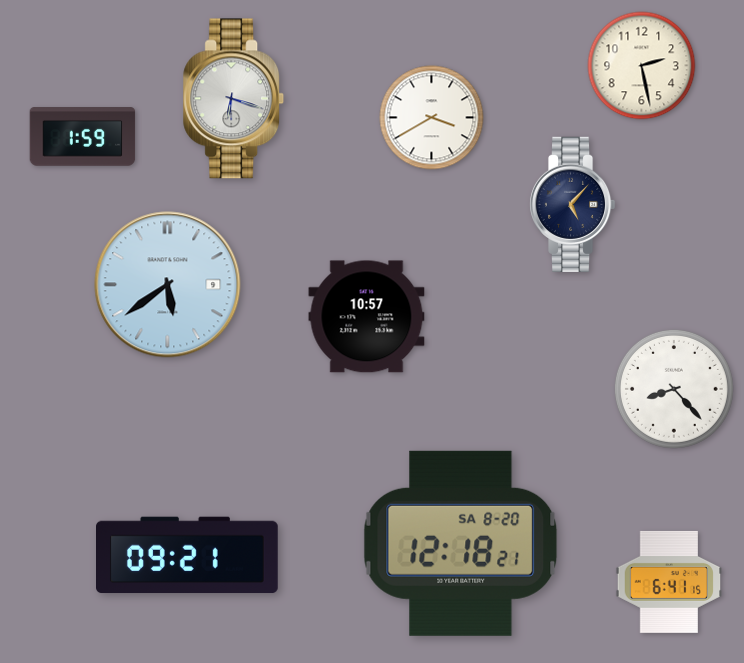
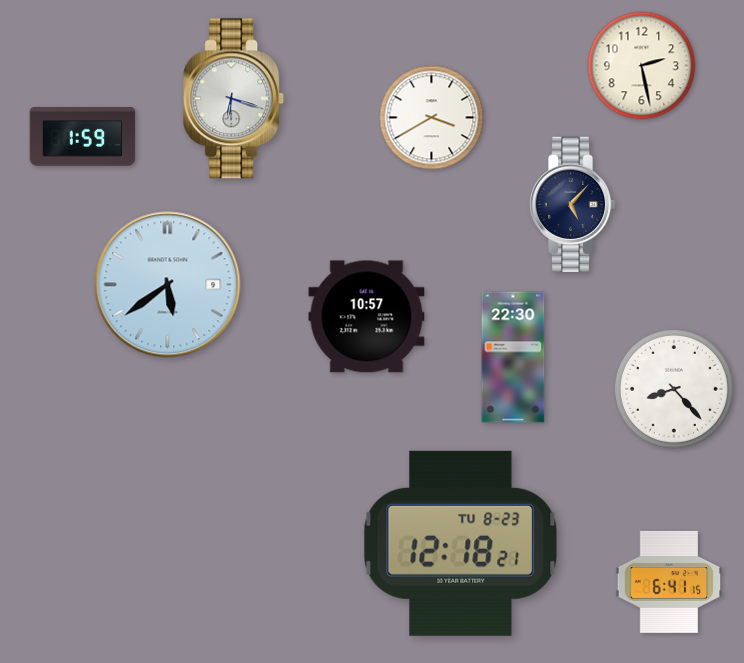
clock at (513, 357): none -> 22:30
clock at (461, 543) date: SA 8-20 -> TU 8-23
clock at (188, 555): 09:21 -> none
